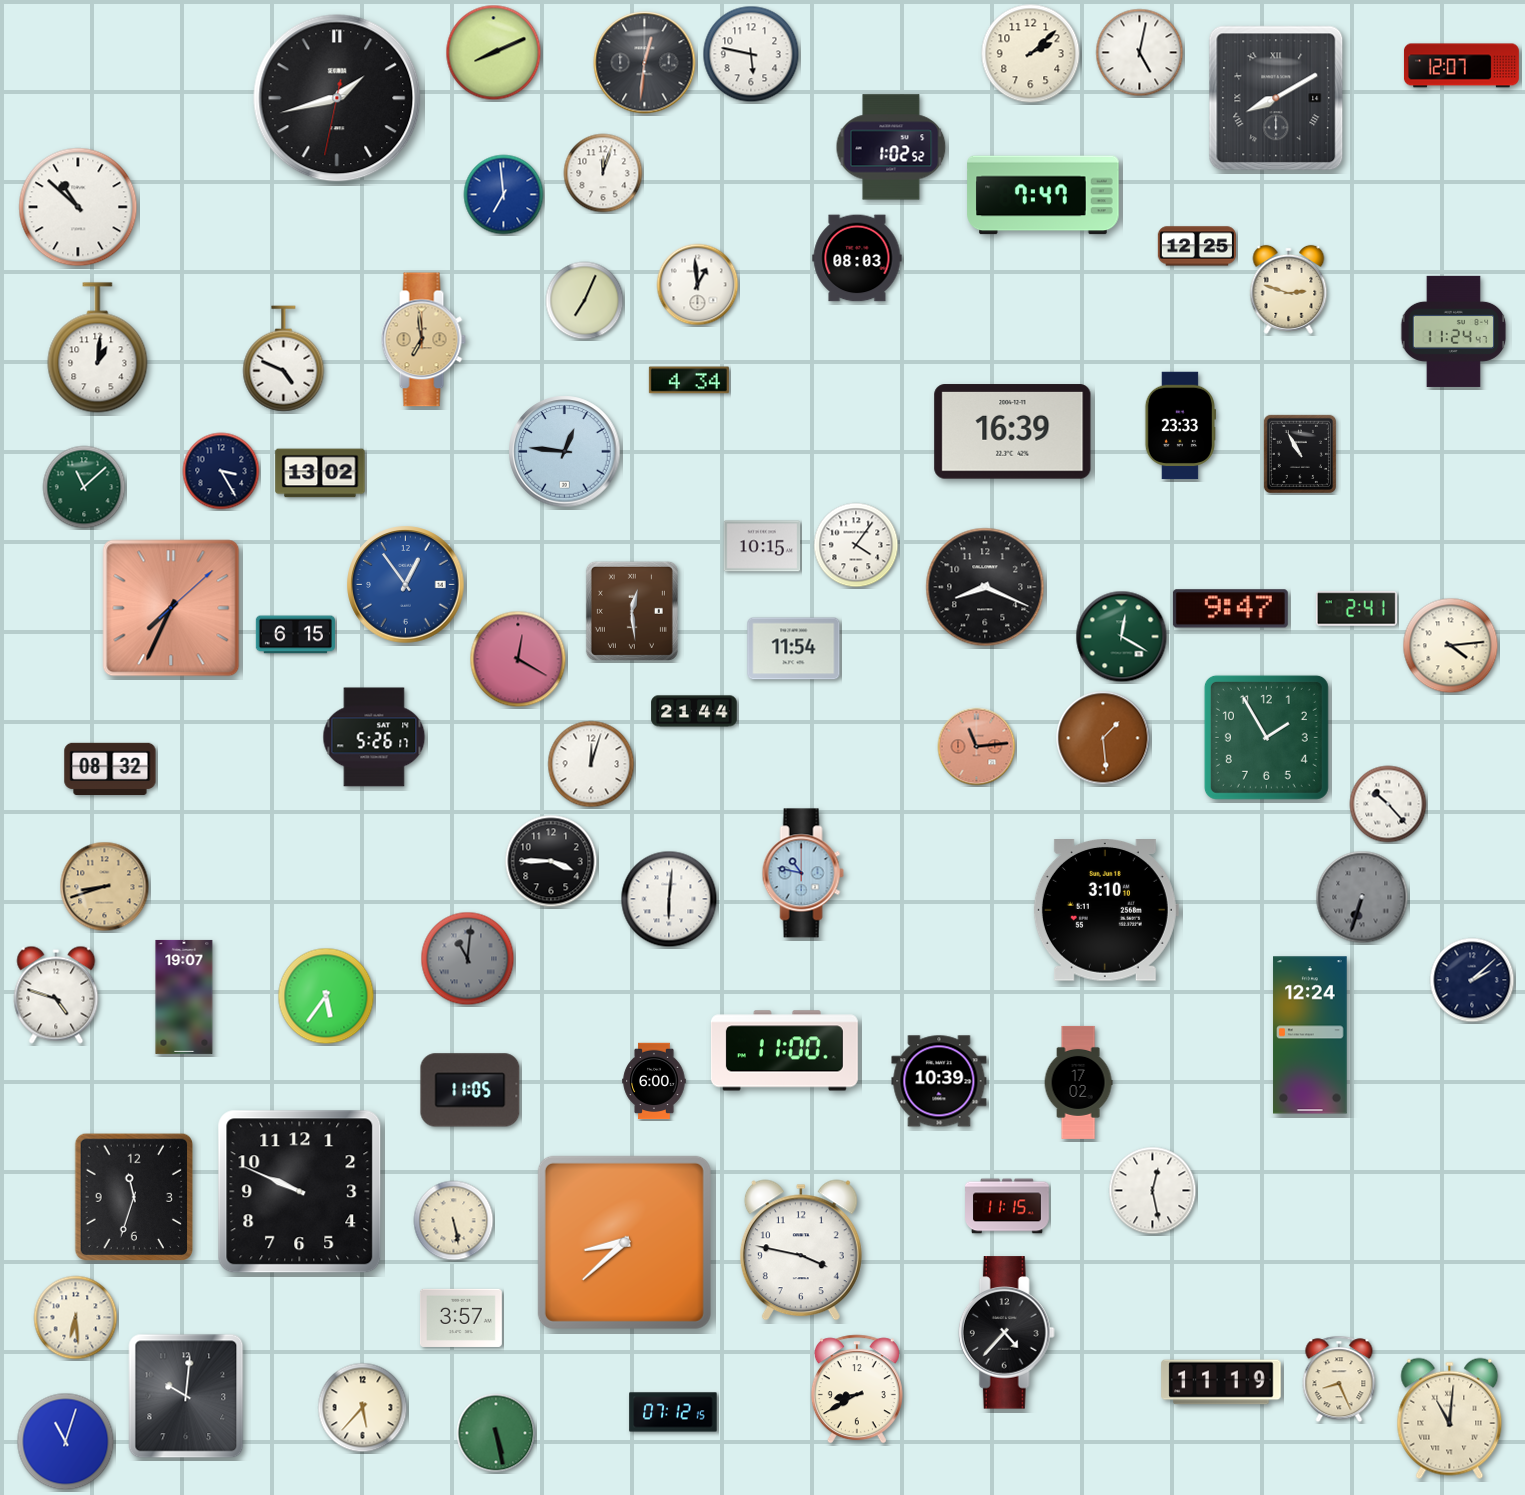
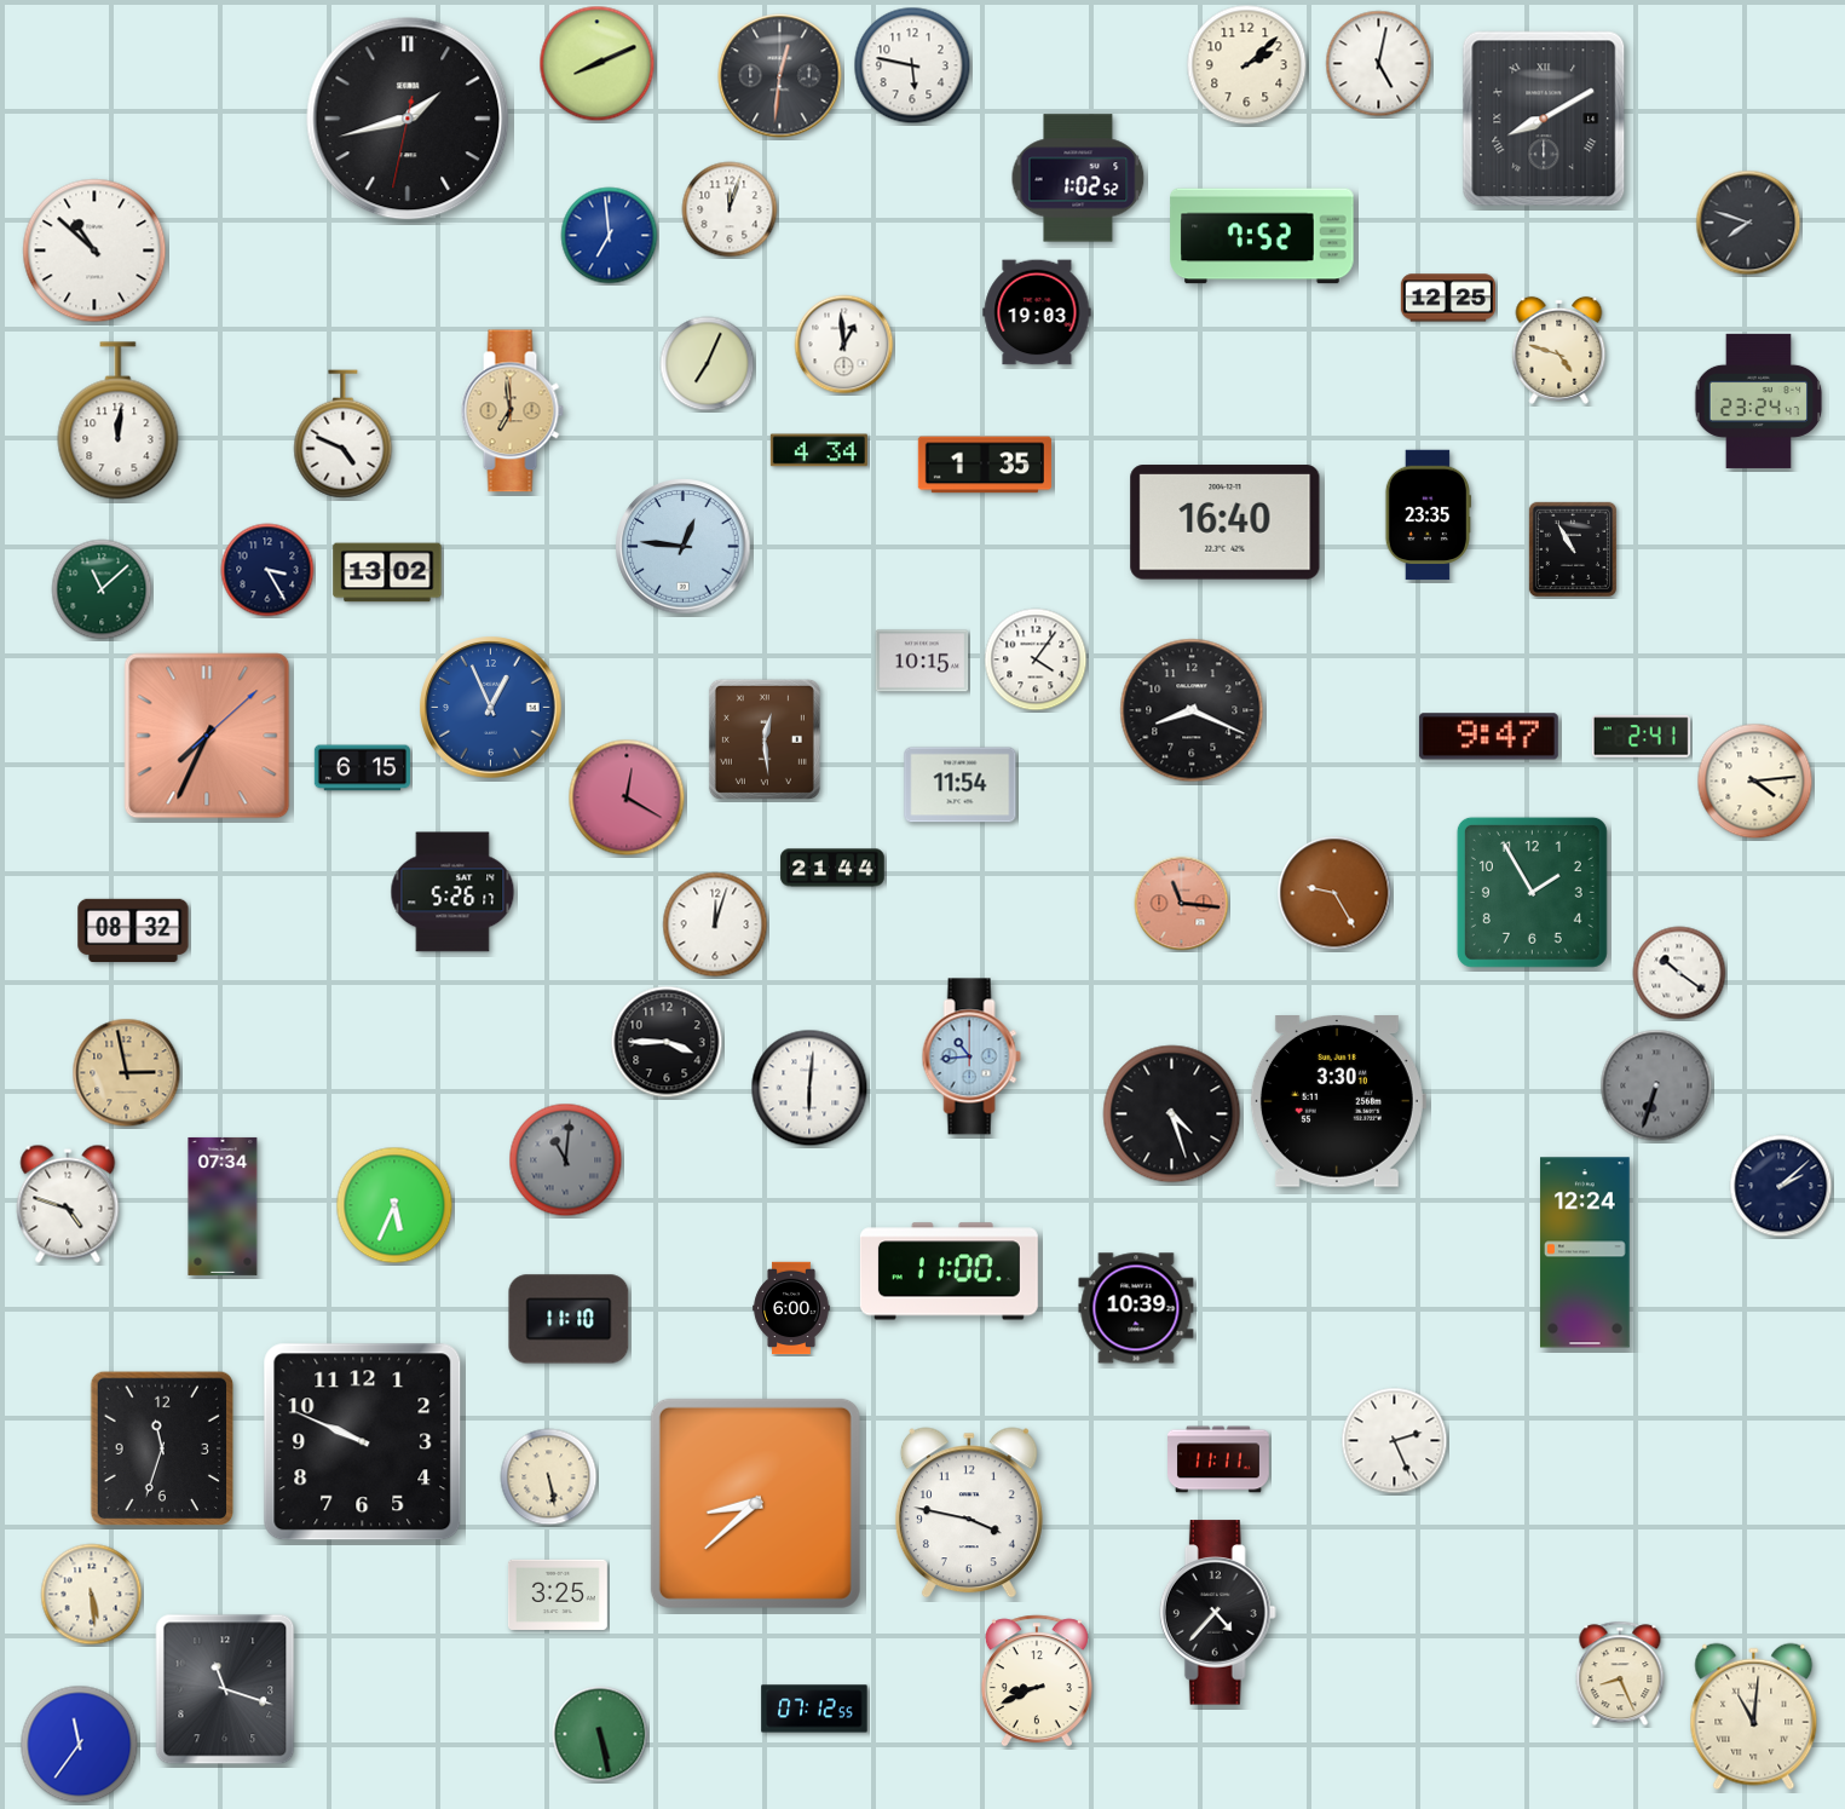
clock at (751, 54) position: (751, 54) -> (912, 65)
clock at (1461, 66): 12:07 -> none
clock at (1748, 223): none -> 7:48
clock at (1043, 195): 7:47 -> 7:52
clock at (857, 258): 08:03 -> 19:03
clock at (1289, 289): 2:48 -> 4:48
clock at (1454, 331): 11:24 -> 23:24
clock at (98, 348): 1:01 -> 12:01
clock at (689, 380) position: (689, 380) -> (819, 450)
clock at (985, 465): none -> 1:35
clock at (1180, 426): 23:33 -> 23:35
clock at (1013, 432): 16:39 -> 16:40
clock at (406, 585): 12:54 -> 12:56
clock at (295, 635) position: (295, 635) -> (362, 768)
clock at (1122, 637): 12:20 -> none
clock at (694, 711) position: (694, 711) -> (832, 868)
clock at (1103, 738): 1:29 -> 9:25
clock at (977, 747): 11:14 -> 11:16
clock at (1388, 804): 10:23 -> 10:21
clock at (803, 873): 10:47 -> 10:44
clock at (105, 887): 8:42 -> 2:58
clock at (1362, 897) position: (1362, 897) -> (1656, 1085)
clock at (1105, 911): 3:10 -> 3:30
clock at (1172, 1114): none -> 4:27
clock at (326, 996): 5:36 -> 5:34
clock at (184, 997): 19:07 -> 07:34
clock at (1078, 1082): 17:02 -> none
clock at (470, 1090): 11:05 -> 11:10
clock at (1153, 1191): 12:28 -> 2:26
clock at (1007, 1206): 11:15 -> 11:11
clock at (76, 1318): 6:29 -> 5:29
clock at (461, 1318): 3:57 -> 3:25
clock at (1339, 1379) position: (1339, 1379) -> (1620, 1673)
clock at (1221, 1382): 11:19 -> none
clock at (857, 1389): 8:40 -> 8:41
clock at (186, 1396): 10:01 -> 11:18
clock at (363, 1408): 5:37 -> none
clock at (673, 1412): 07:12:15 -> 07:12:55
clock at (66, 1442): 11:03 -> 11:36
